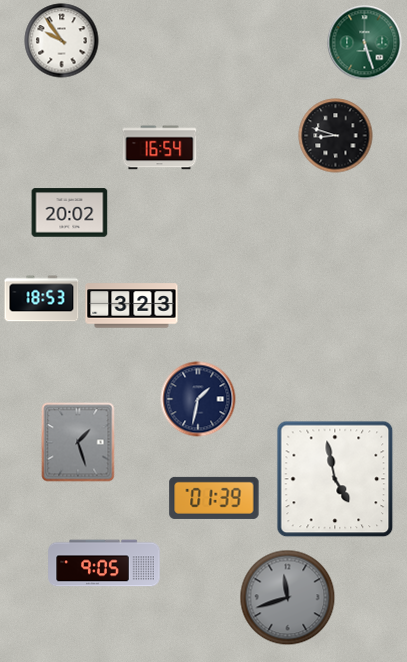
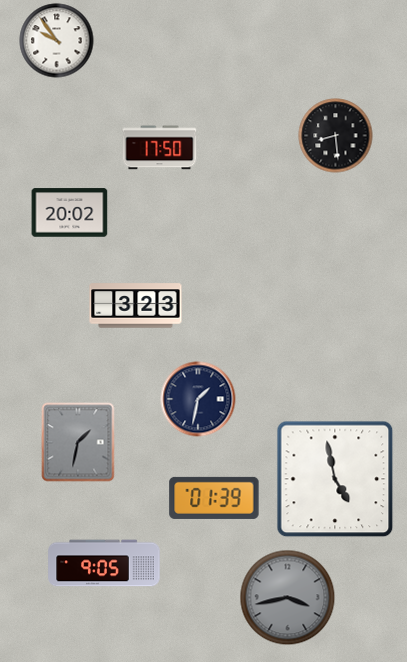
clock at (62, 41) position: (62, 41) -> (57, 41)
clock at (365, 43): 5:27 -> none
clock at (336, 136): 8:48 -> 8:29
clock at (160, 148): 16:54 -> 17:50
clock at (42, 299): 18:53 -> none
clock at (132, 306) position: (132, 306) -> (136, 306)
clock at (78, 442): 1:27 -> 1:32
clock at (288, 598): 11:42 -> 3:43
